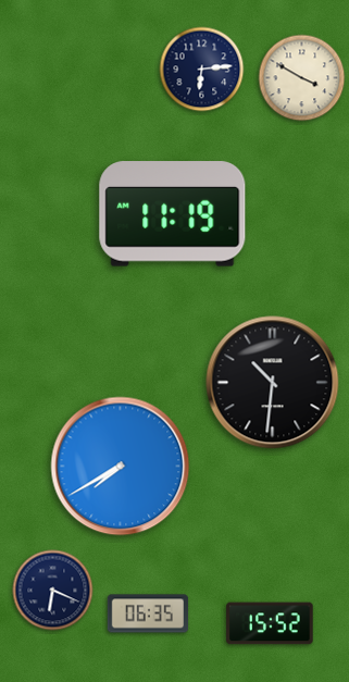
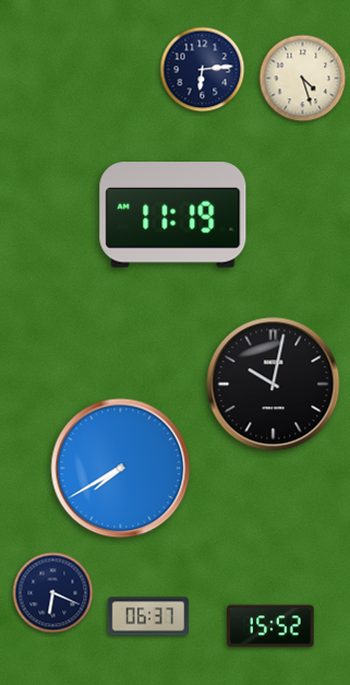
clock at (302, 78): 3:50 -> 4:27
clock at (273, 383): 10:31 -> 10:02
clock at (148, 613): 06:35 -> 06:37
